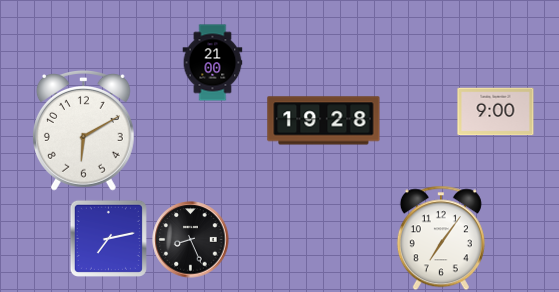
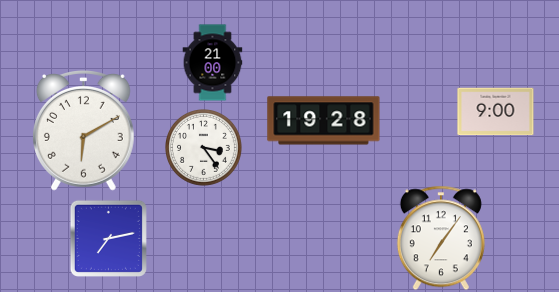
clock at (204, 148): none -> 3:24
clock at (191, 240): 8:26 -> none
